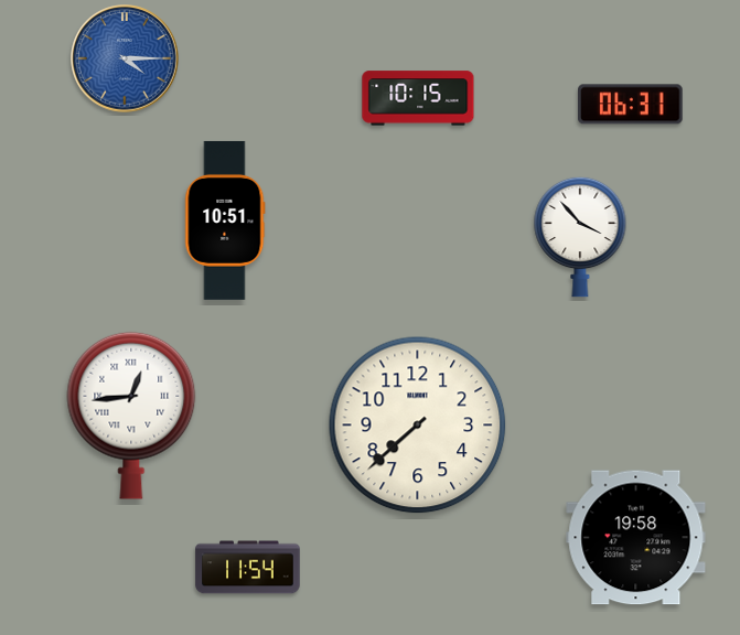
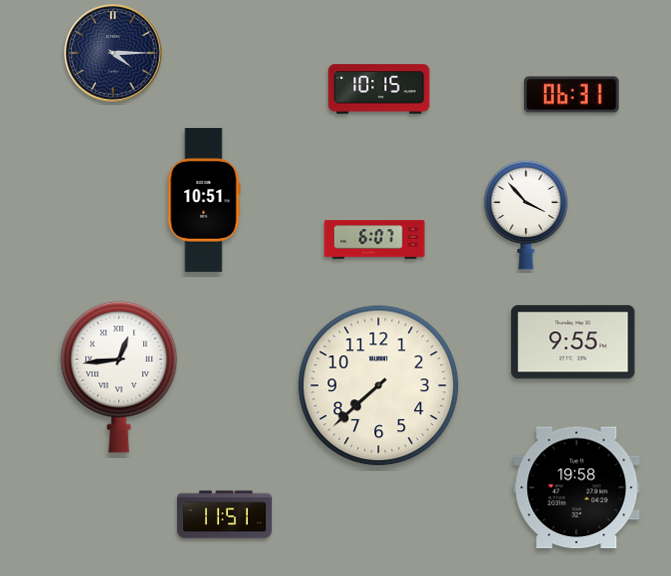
clock at (125, 58) dial: blue -> navy
clock at (375, 240): none -> 6:07
clock at (573, 342): none -> 9:55
clock at (248, 568): 11:54 -> 11:51
